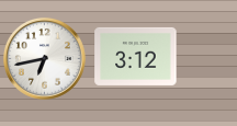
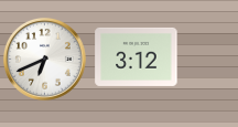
clock at (44, 58): 6:43 -> 6:41
